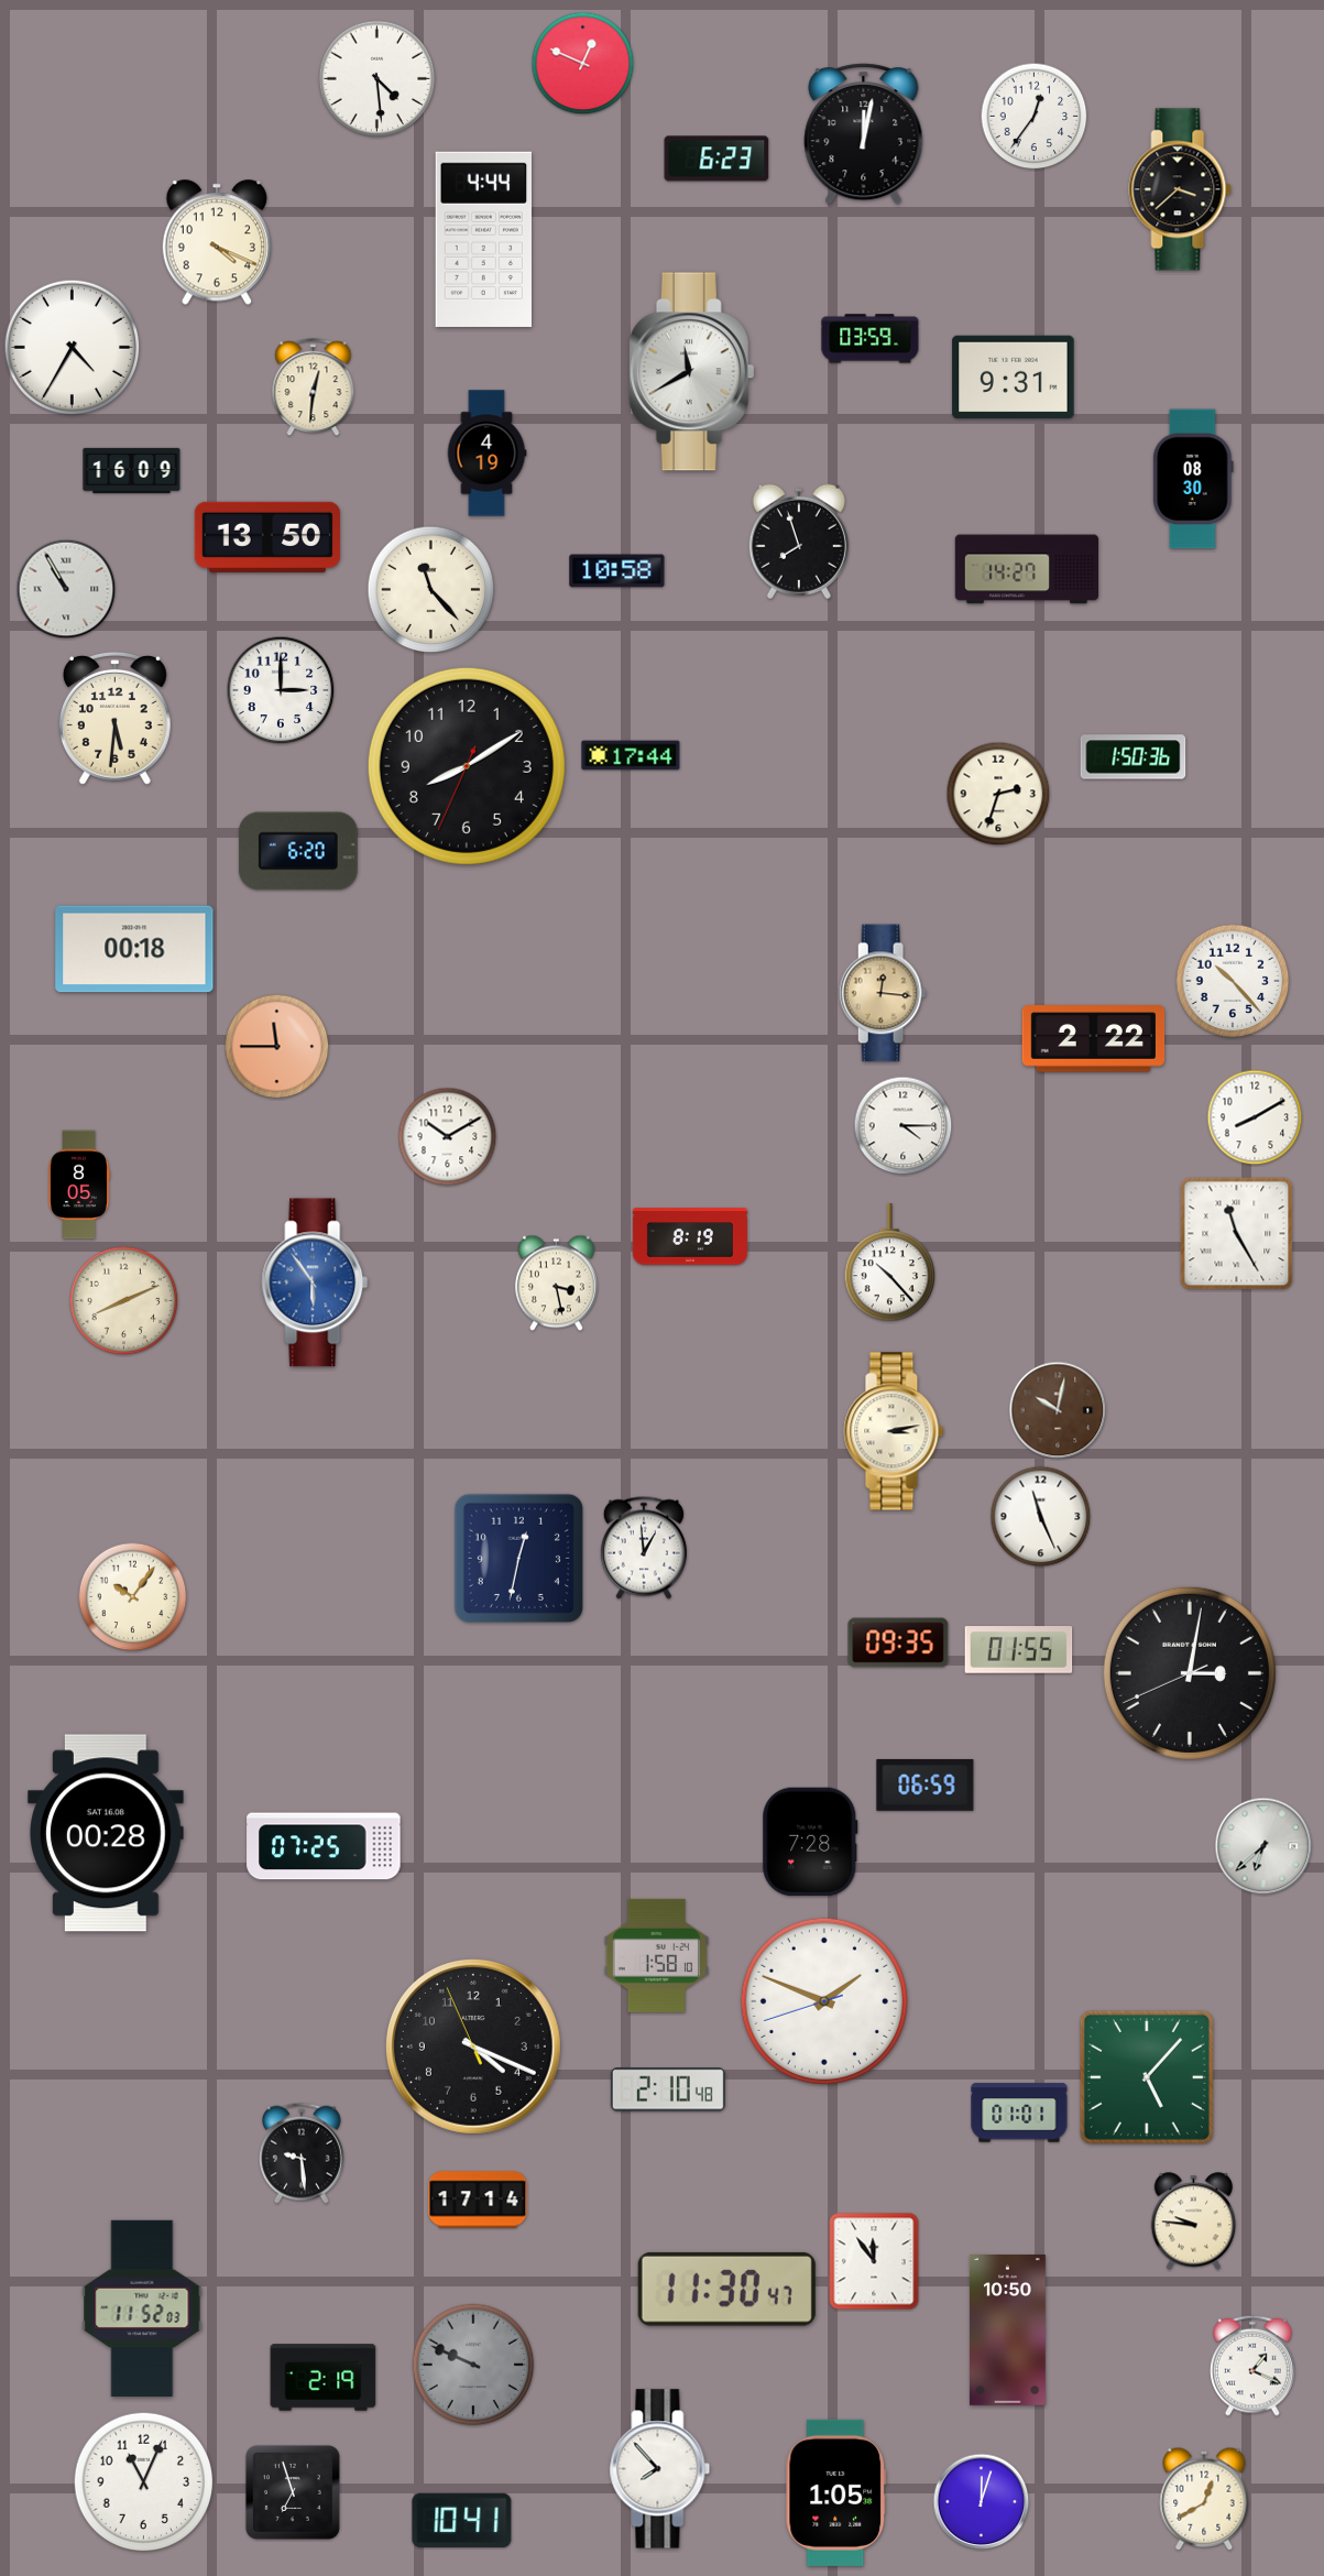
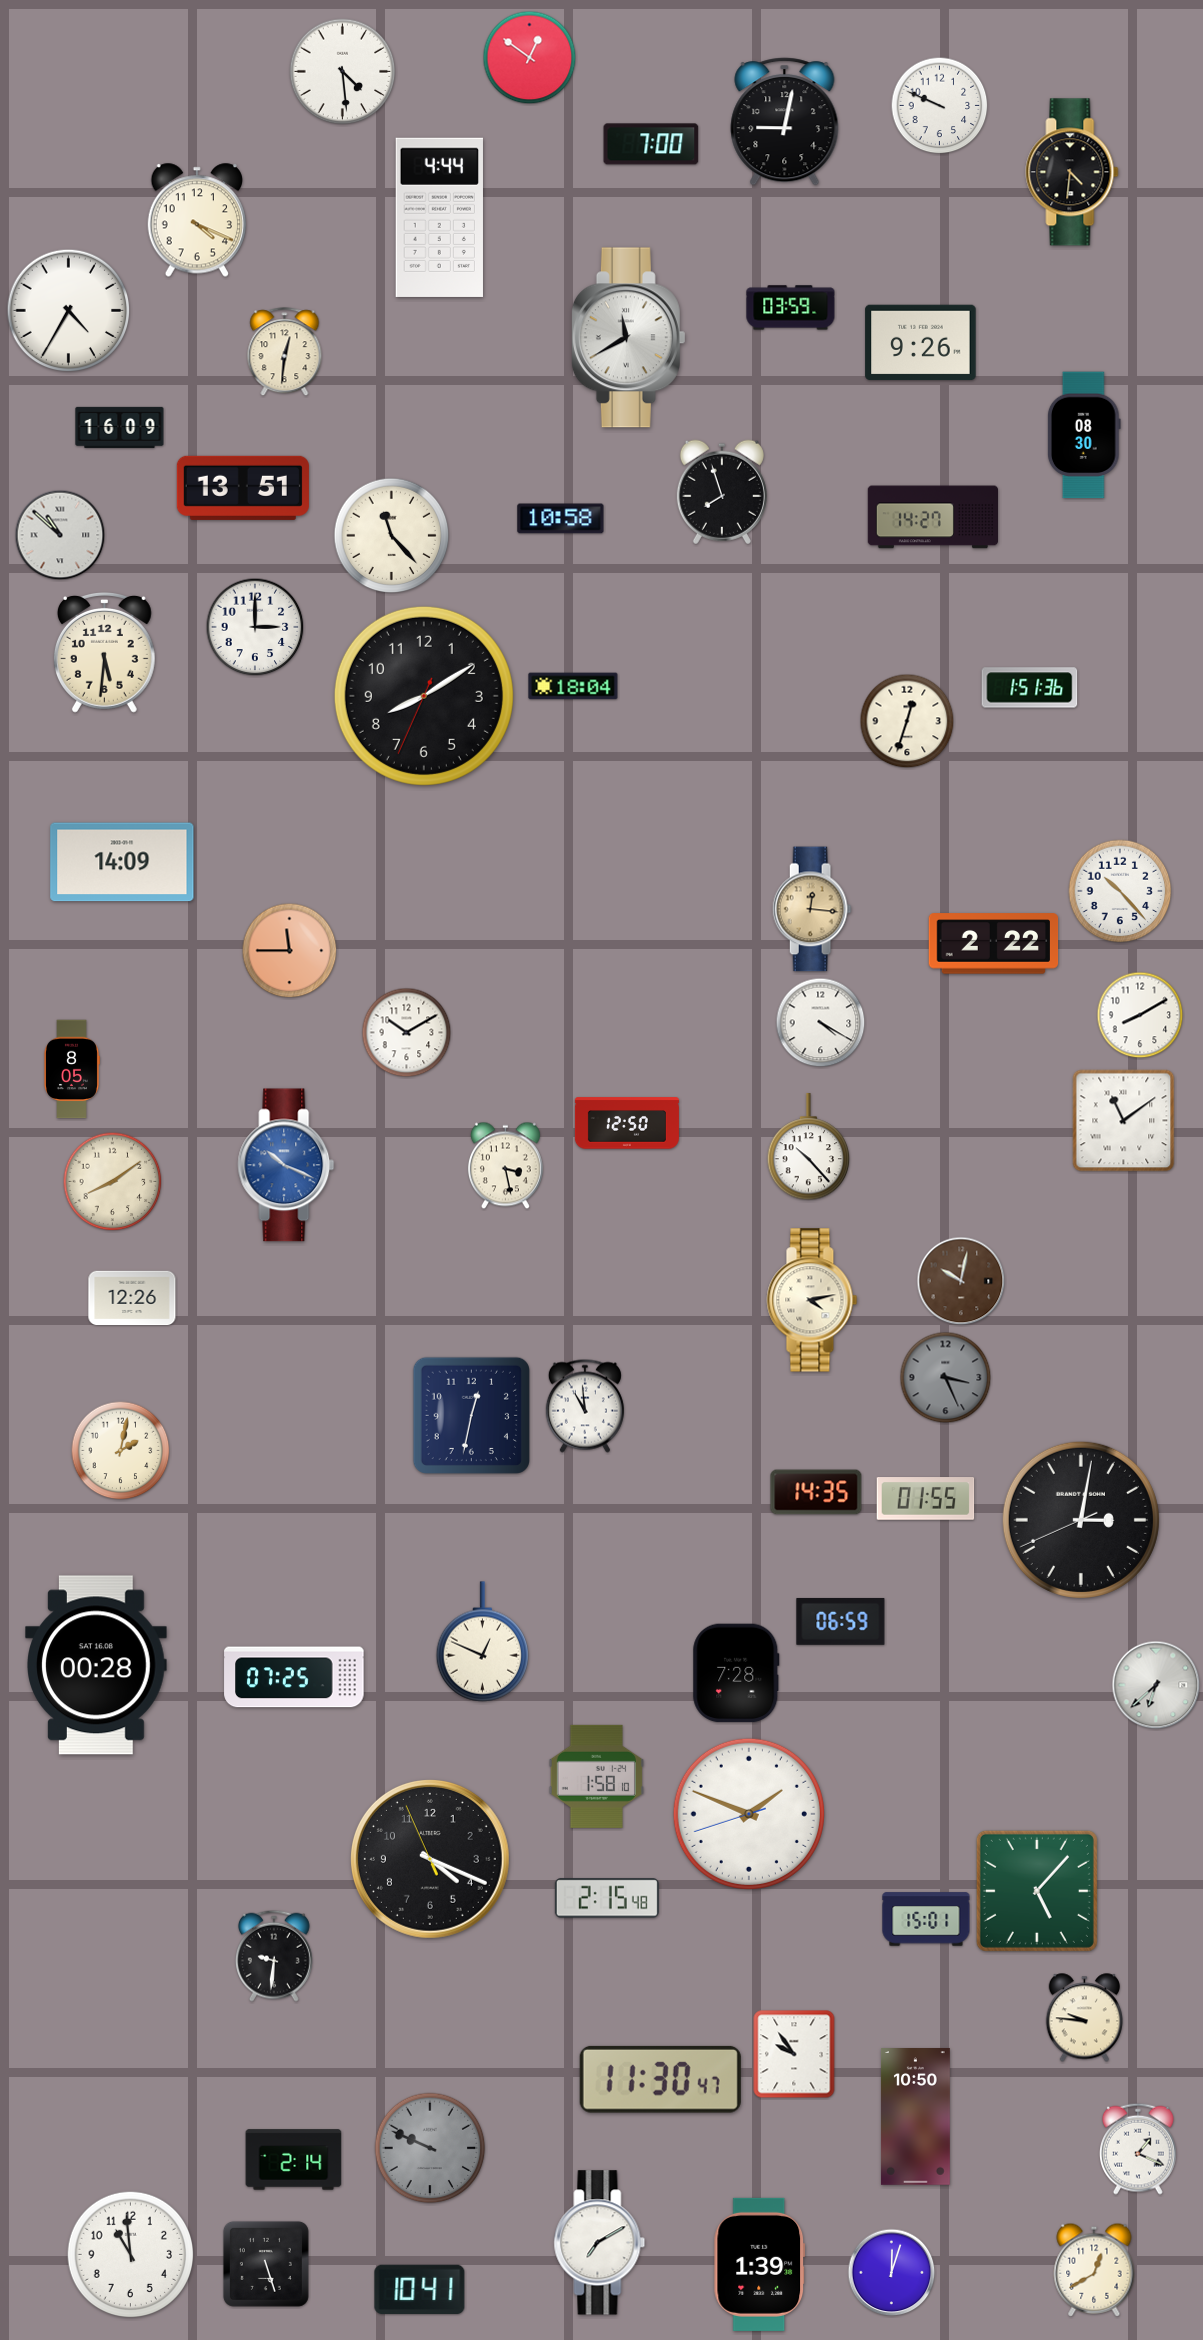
clock at (583, 64): 12:49 -> 12:51
clock at (1035, 117): 12:36 -> 9:49
clock at (864, 134): 12:02 -> 9:02
clock at (716, 159): 6:23 -> 7:00
clock at (1180, 189): 3:38 -> 4:31
clock at (73, 348) position: (73, 348) -> (69, 311)
clock at (1014, 378): 9:31 -> 9:26
clock at (486, 454): 4:19 -> none
clock at (267, 537): 13:50 -> 13:51
clock at (799, 542) position: (799, 542) -> (722, 492)
clock at (66, 589): 10:55 -> 10:52
clock at (631, 755): 17:44 -> 18:04
clock at (1134, 757): 1:50 -> 1:51
clock at (998, 794): 2:33 -> 12:33
clock at (298, 851): 6:20 -> none
clock at (134, 949): 00:18 -> 14:09
clock at (883, 993) position: (883, 993) -> (812, 909)
clock at (277, 1047) position: (277, 1047) -> (290, 951)
clock at (904, 1126): 4:15 -> 4:20
clock at (79, 1185) position: (79, 1185) -> (72, 1069)
clock at (1237, 1234): 11:25 -> 11:09
clock at (690, 1236): 8:19 -> 12:50
clock at (315, 1282): 5:54 -> 10:19
clock at (124, 1301): 8:11 -> 8:09
clock at (132, 1298): none -> 12:26
clock at (894, 1431): 3:13 -> 4:13
clock at (1041, 1517): 11:26 -> 3:26
clock at (1041, 1517) dial: white -> grey
clock at (644, 1548): 12:59 -> 10:59
clock at (133, 1597): 10:06 -> 2:02
clock at (898, 1642): 09:35 -> 14:35
clock at (482, 1642): none -> 12:49
clock at (1263, 1846) position: (1263, 1846) -> (1156, 1685)
clock at (824, 2001) position: (824, 2001) -> (749, 1814)
clock at (1147, 2077) position: (1147, 2077) -> (1037, 1891)
clock at (668, 2089): 2:10 -> 2:15
clock at (1019, 2113): 01:01 -> 15:01
clock at (302, 2153): 9:29 -> 9:31
clock at (478, 2200): 17:14 -> none
clock at (874, 2261): 11:54 -> 9:54
clock at (142, 2308): 11:52 -> none
clock at (324, 2378): 2:19 -> 2:14
clock at (660, 2469): 7:53 -> 7:10
clock at (144, 2482): 11:04 -> 10:59
clock at (293, 2492): 6:57 -> 5:27
clock at (836, 2492): 1:05 -> 1:39
